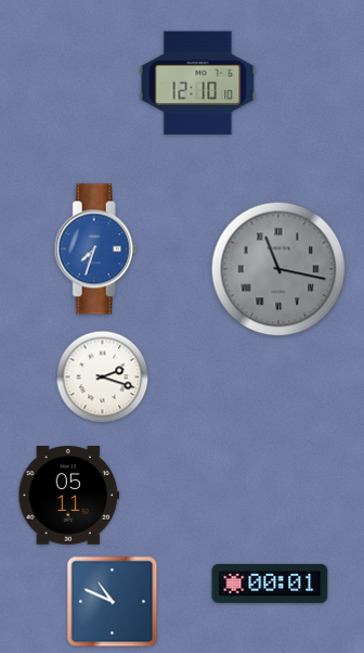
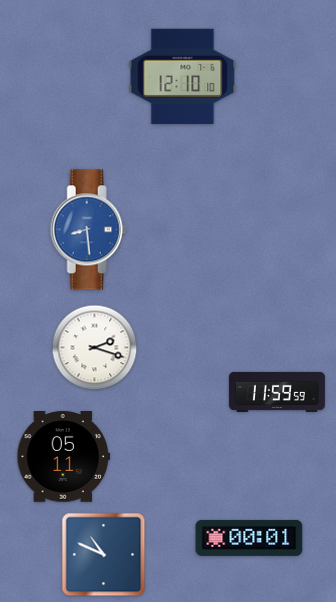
clock at (95, 249): 7:33 -> 8:29
clock at (278, 269): 11:17 -> none
clock at (277, 392): none -> 11:59
